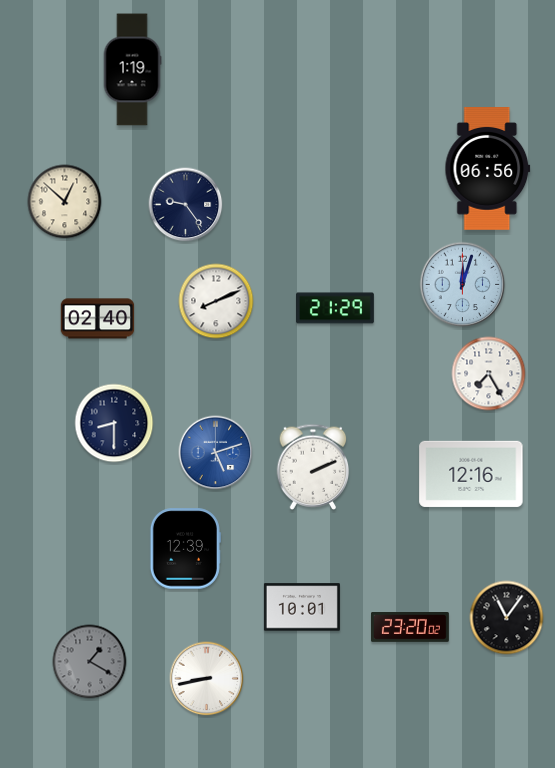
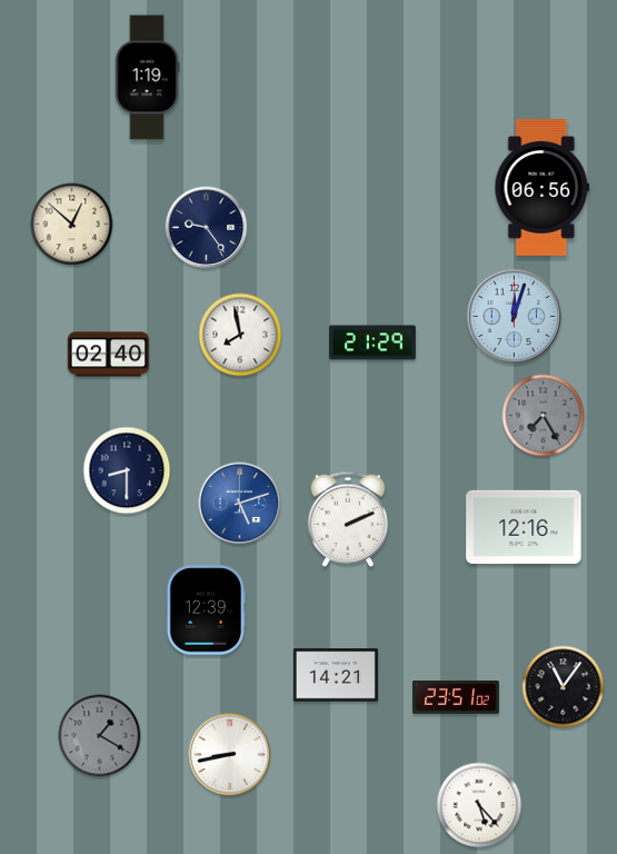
clock at (216, 301): 8:11 -> 7:58
clock at (489, 374) dial: white -> grey
clock at (302, 607): 10:01 -> 14:21
clock at (411, 628): 23:20 -> 23:51
clock at (479, 805): none -> 5:23
